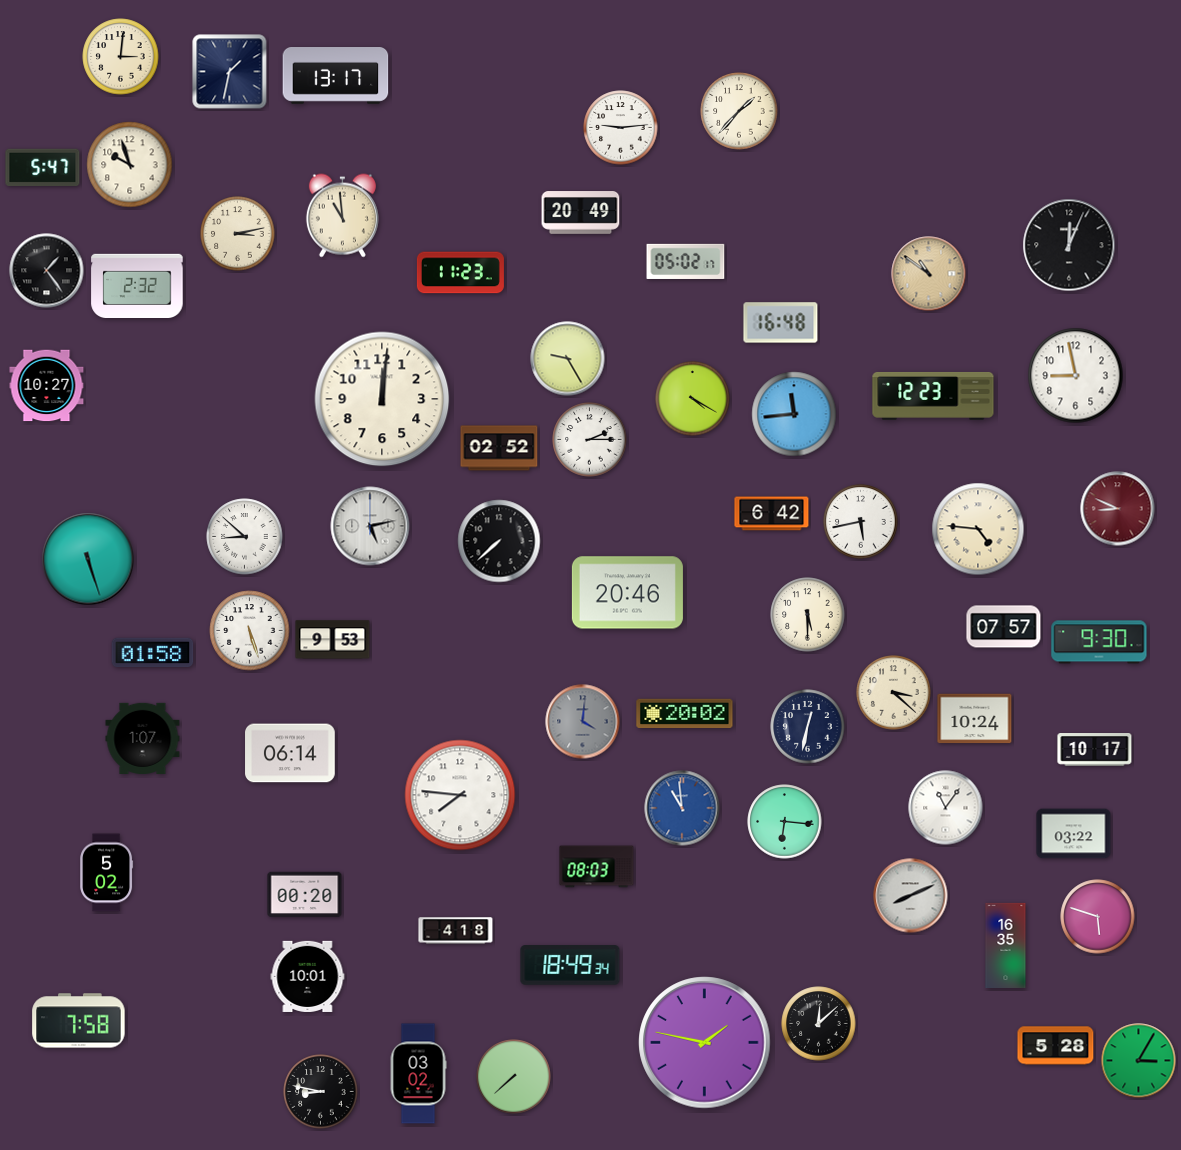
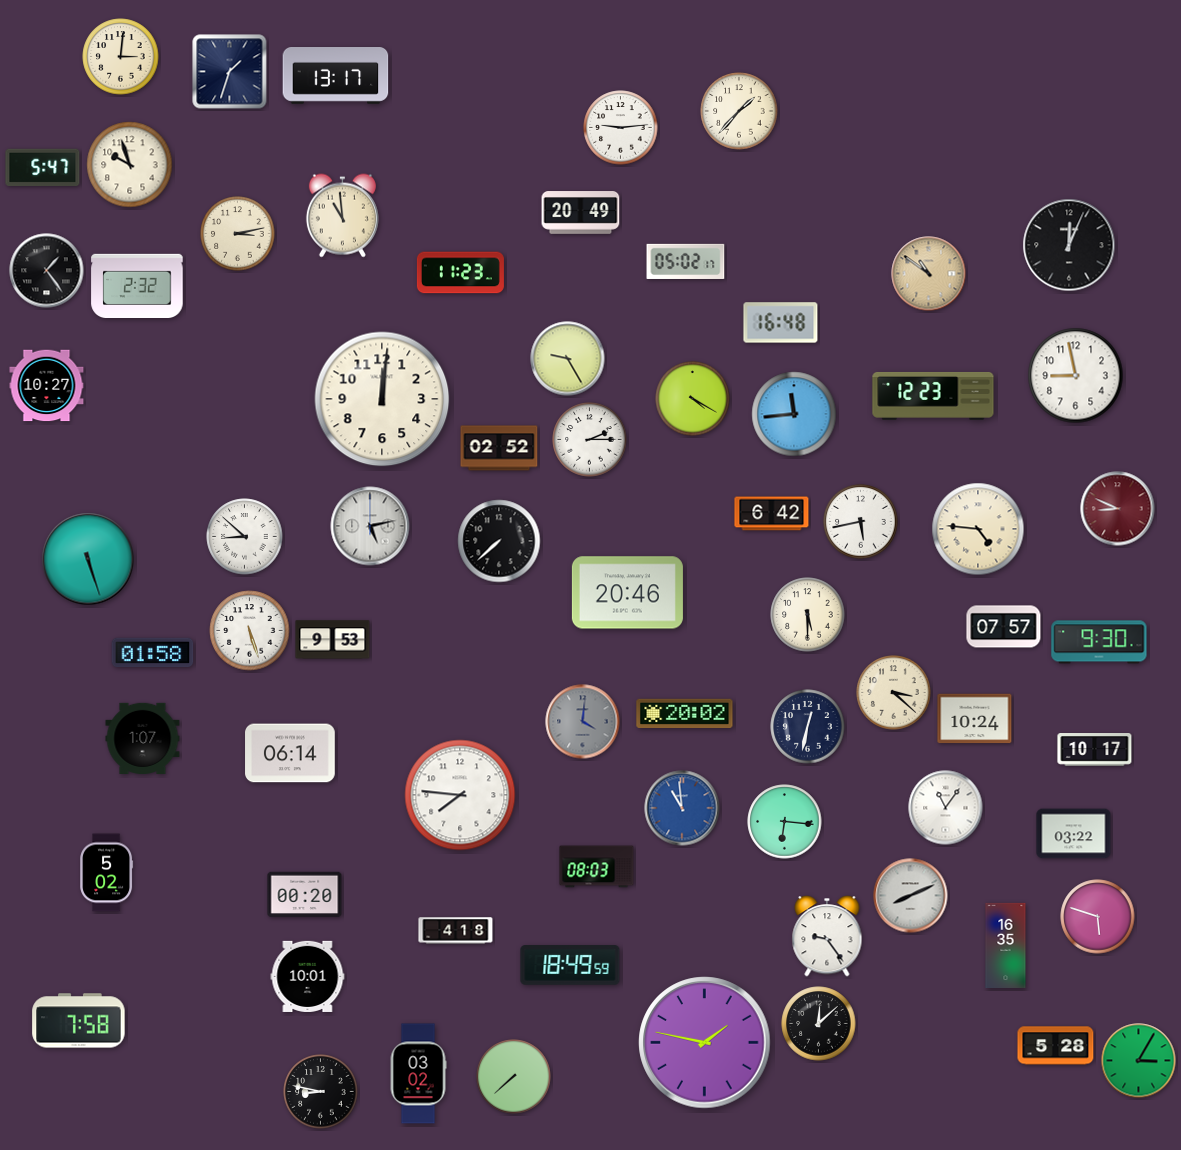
clock at (230, 72): 1:32 -> 1:33
clock at (827, 936): none -> 9:24
clock at (570, 965): 18:49:34 -> 18:49:59
